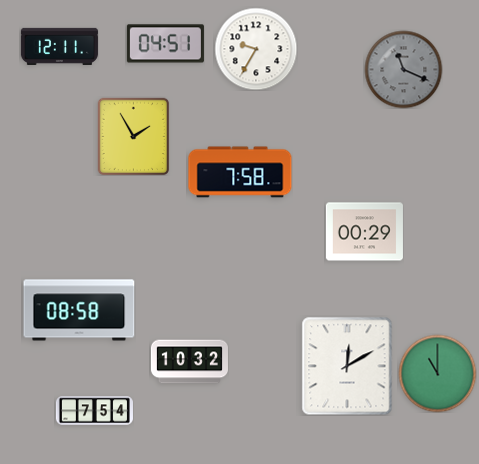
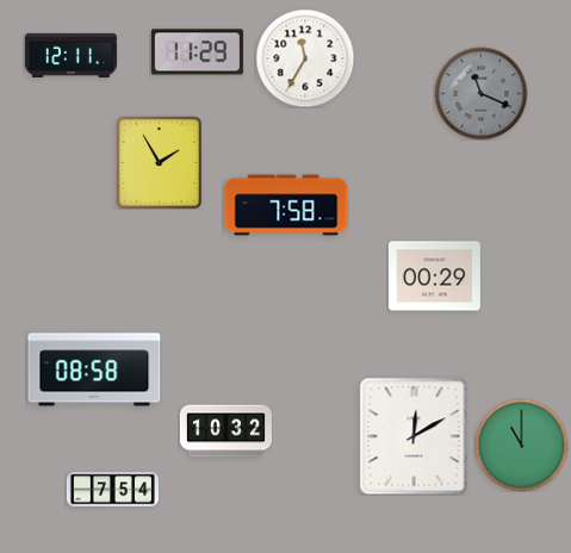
clock at (165, 44): 04:51 -> 11:29
clock at (256, 49): 9:35 -> 11:35
clock at (403, 69) position: (403, 69) -> (480, 93)
